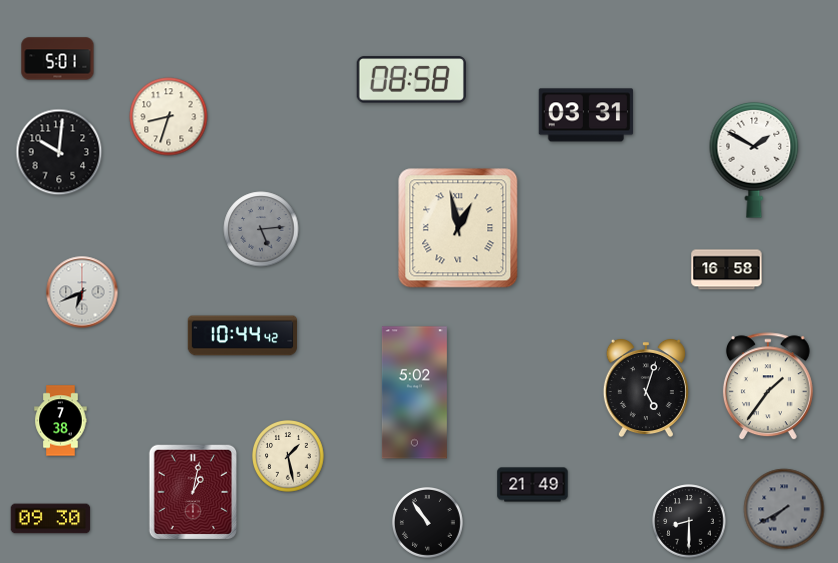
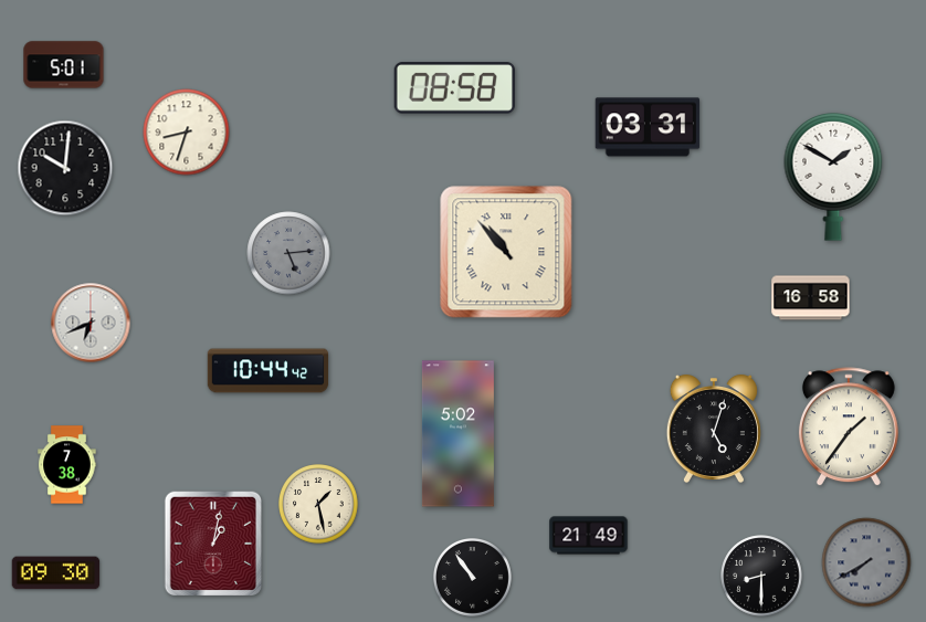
clock at (169, 117) position: (169, 117) -> (187, 133)
clock at (458, 228): 12:58 -> 10:53
clock at (727, 270) position: (727, 270) -> (811, 298)
